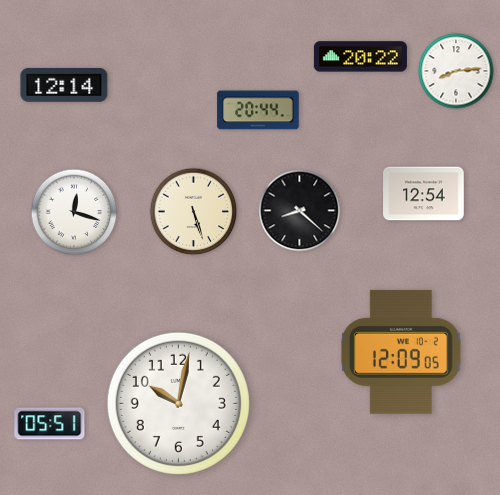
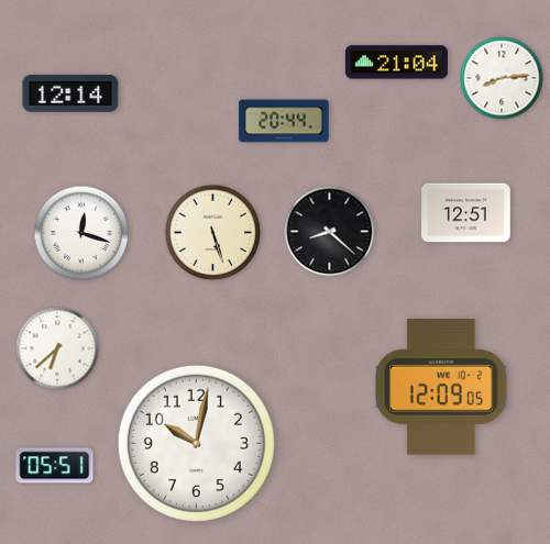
clock at (360, 57): 20:22 -> 21:04
clock at (424, 194): 12:54 -> 12:51
clock at (57, 348): none -> 6:38
